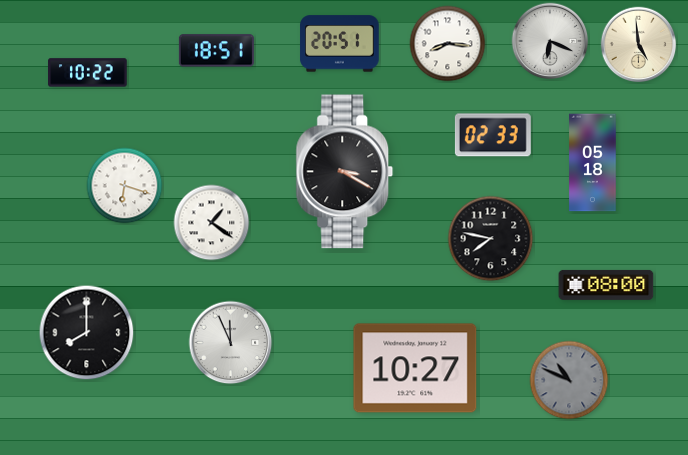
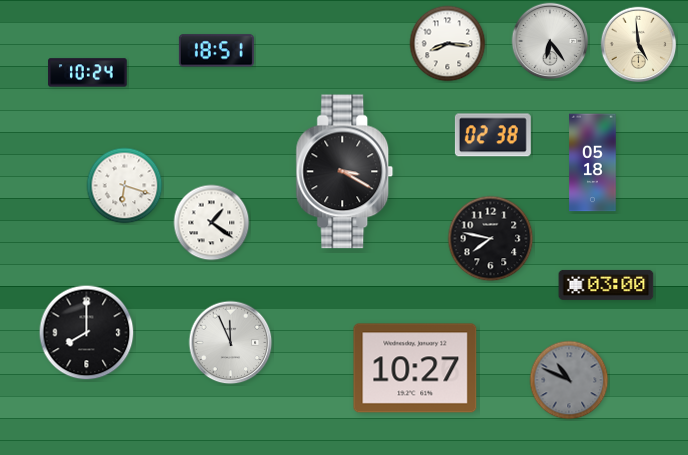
clock at (550, 41): 6:19 -> 6:24
clock at (340, 44): 20:51 -> none
clock at (88, 73): 10:22 -> 10:24
clock at (493, 135): 02:33 -> 02:38
clock at (606, 285): 08:00 -> 03:00
